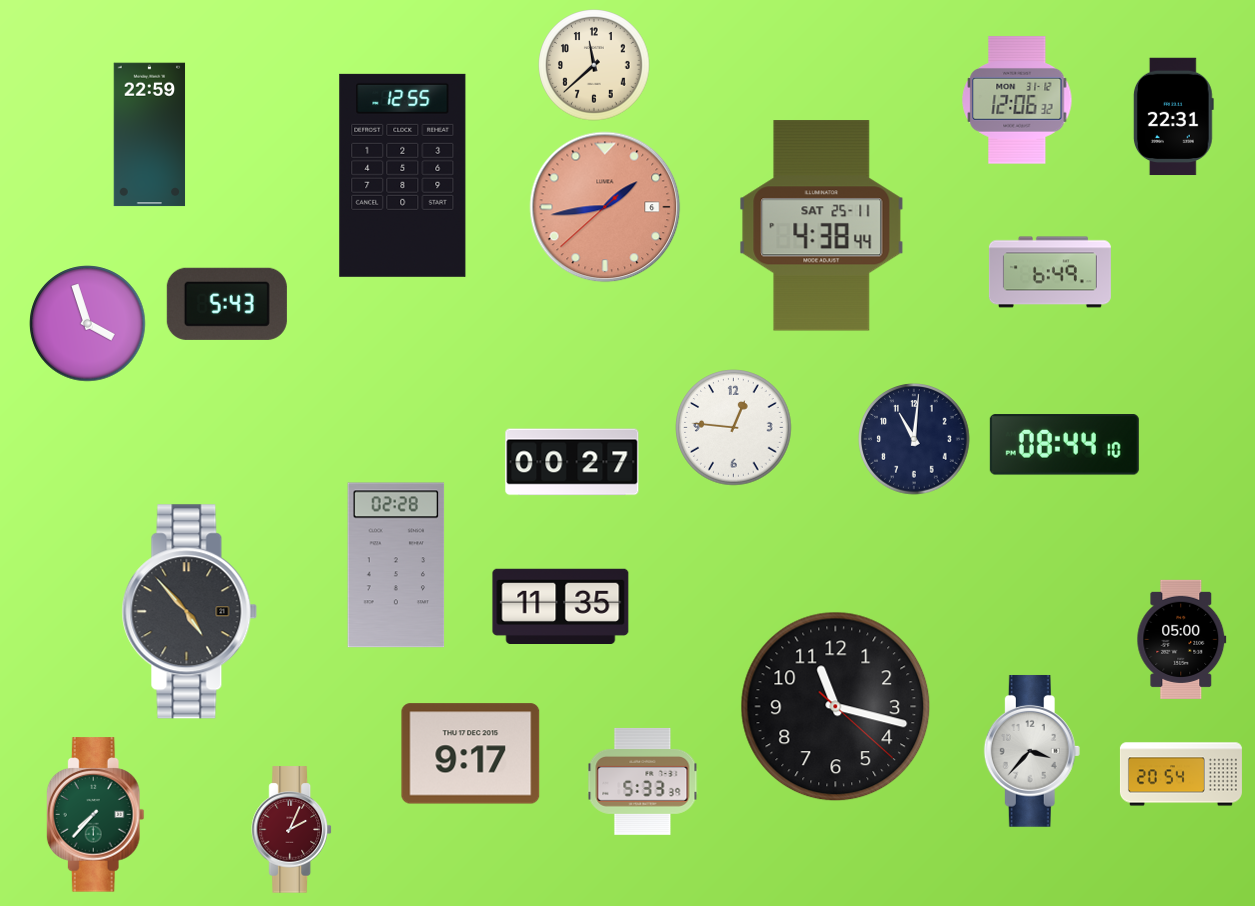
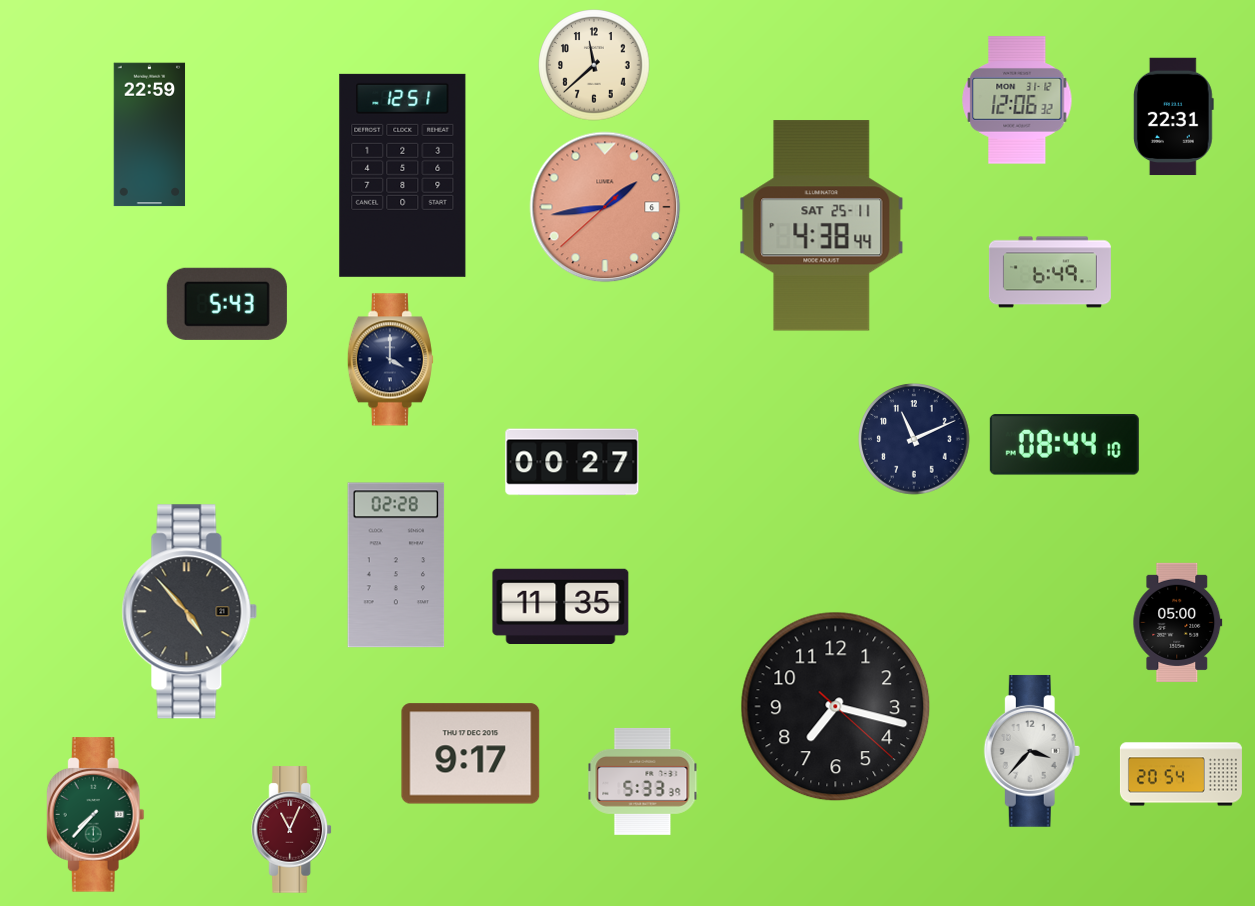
clock at (403, 175): 12:55 -> 12:51
clock at (88, 324): 3:57 -> none
clock at (390, 360): none -> 4:00
clock at (734, 428): 12:46 -> none
clock at (914, 439): 11:01 -> 11:11
clock at (1182, 639) position: (1182, 639) -> (1178, 622)
clock at (836, 707): 11:17 -> 7:17
clock at (291, 830): 2:04 -> 11:04
